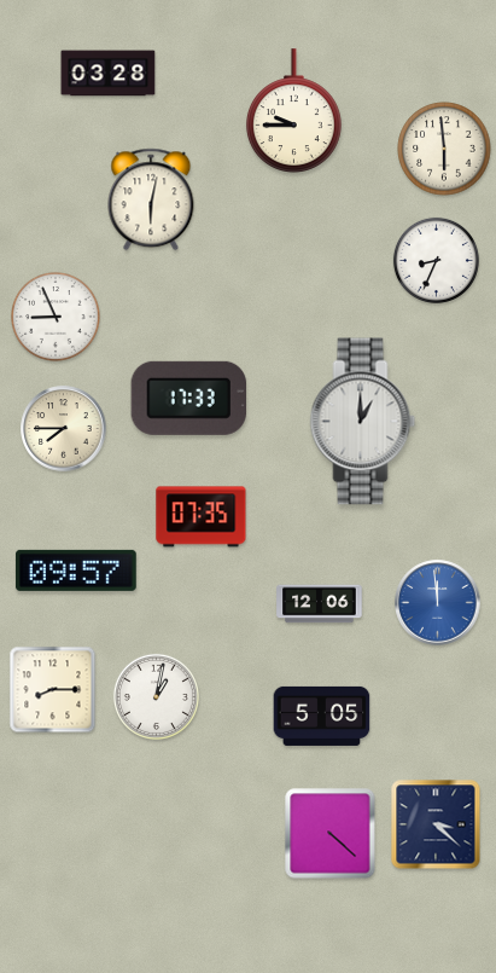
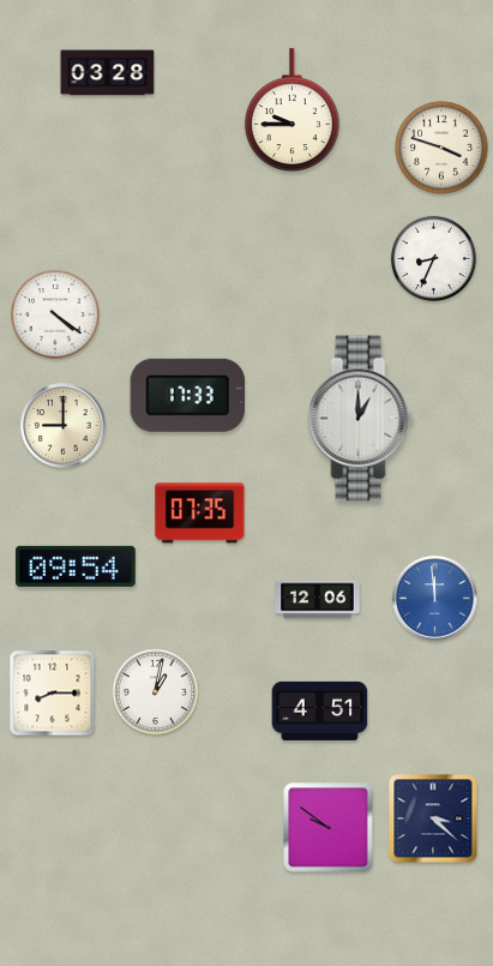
clock at (444, 149): 5:59 -> 3:48
clock at (151, 199): 6:02 -> none
clock at (57, 318): 8:56 -> 4:21
clock at (64, 429): 7:45 -> 9:00
clock at (76, 571): 09:57 -> 09:54
clock at (53, 690) position: (53, 690) -> (53, 694)
clock at (322, 716): 5:05 -> 4:51
clock at (331, 834): 4:22 -> 9:51
